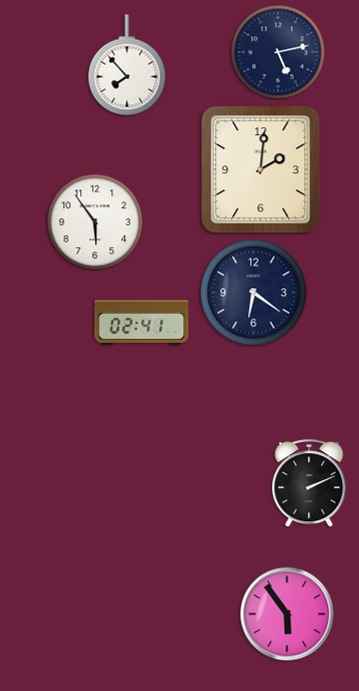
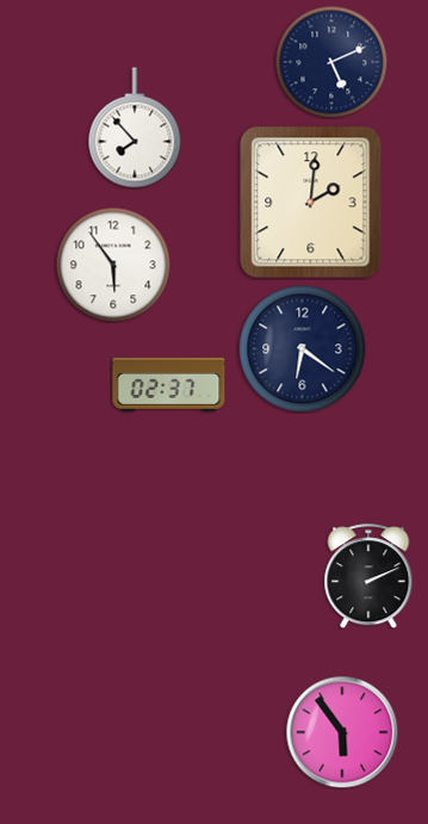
clock at (278, 52): 5:13 -> 5:11
clock at (127, 65) position: (127, 65) -> (135, 128)
clock at (142, 322): 02:41 -> 02:37
